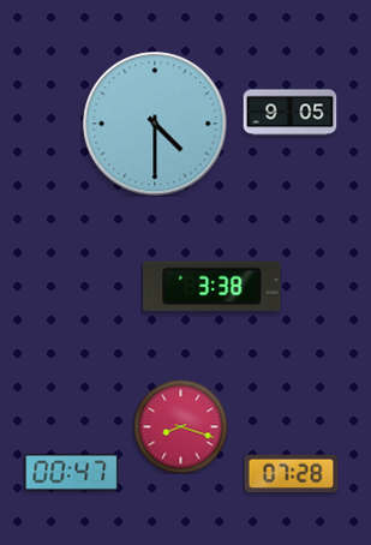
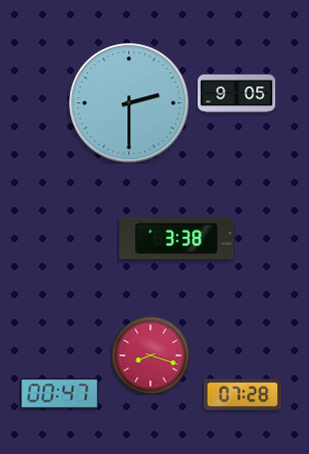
clock at (289, 113) position: (289, 113) -> (236, 94)
clock at (155, 124): 4:30 -> 2:30
